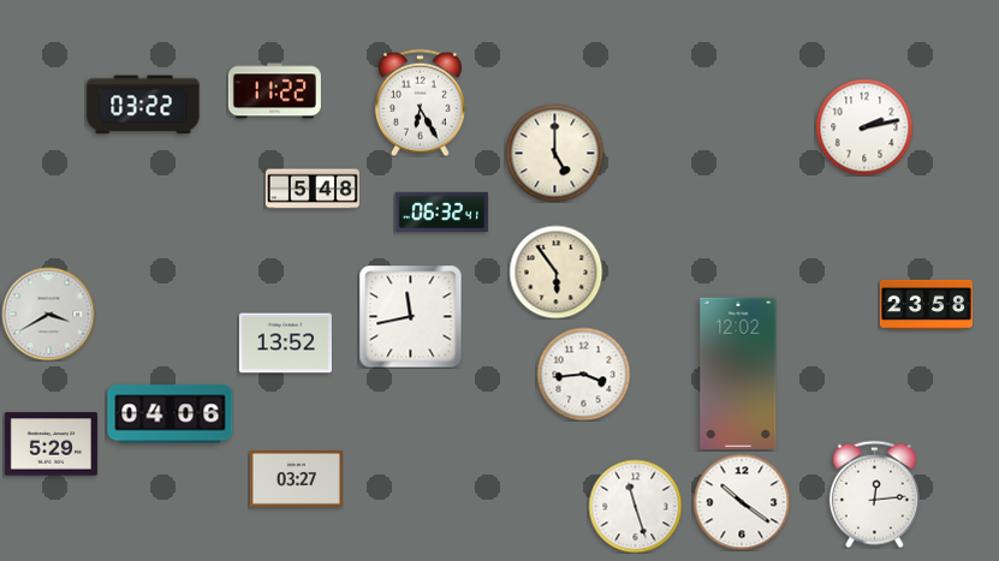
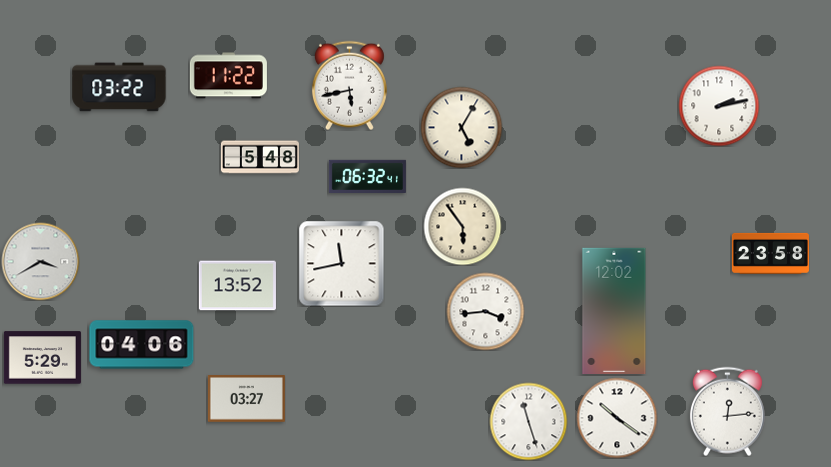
clock at (420, 102): 6:25 -> 5:43
clock at (554, 153): 5:00 -> 5:05
clock at (50, 444) position: (50, 444) -> (42, 358)
